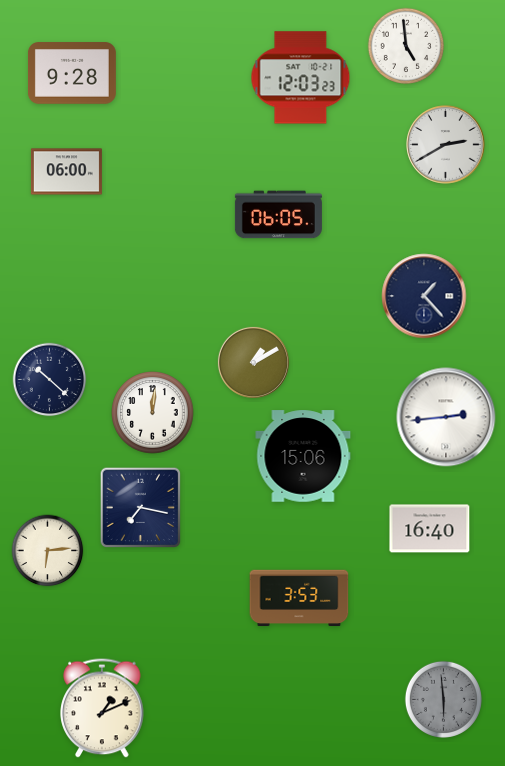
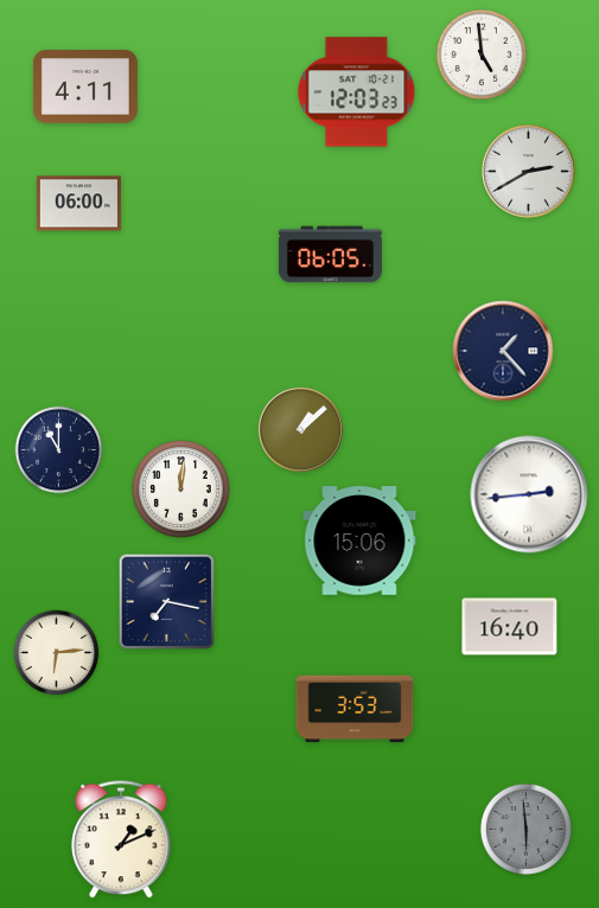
clock at (72, 73): 9:28 -> 4:11
clock at (253, 362): 1:10 -> 1:08
clock at (50, 380): 10:22 -> 11:00
